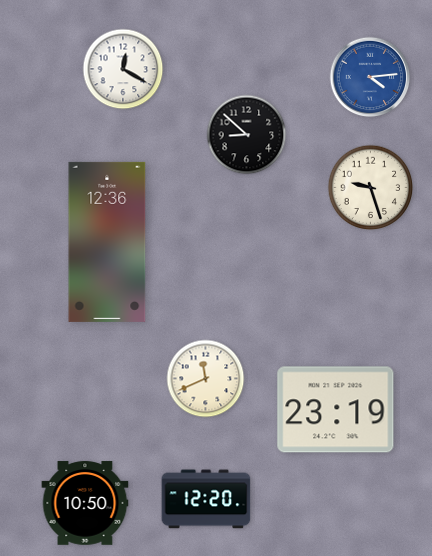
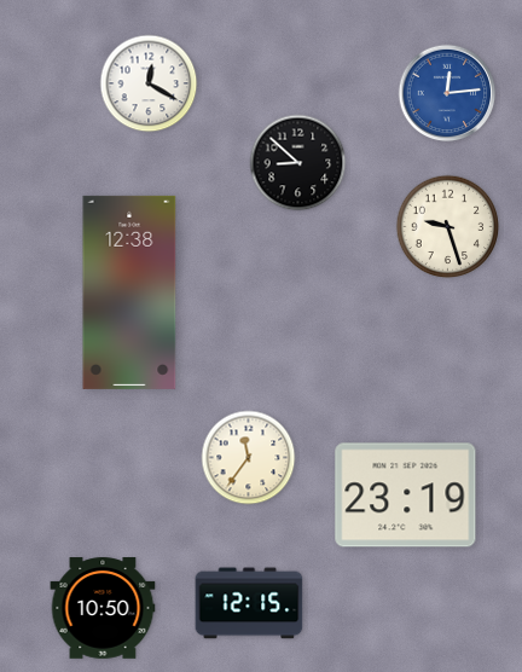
clock at (370, 77): 4:14 -> 12:14
clock at (107, 242): 12:36 -> 12:38
clock at (206, 379): 11:41 -> 11:36
clock at (206, 499): 12:20 -> 12:15
